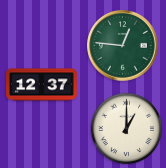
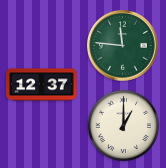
clock at (123, 46): 12:46 -> 11:46
clock at (127, 129) position: (127, 129) -> (124, 126)
